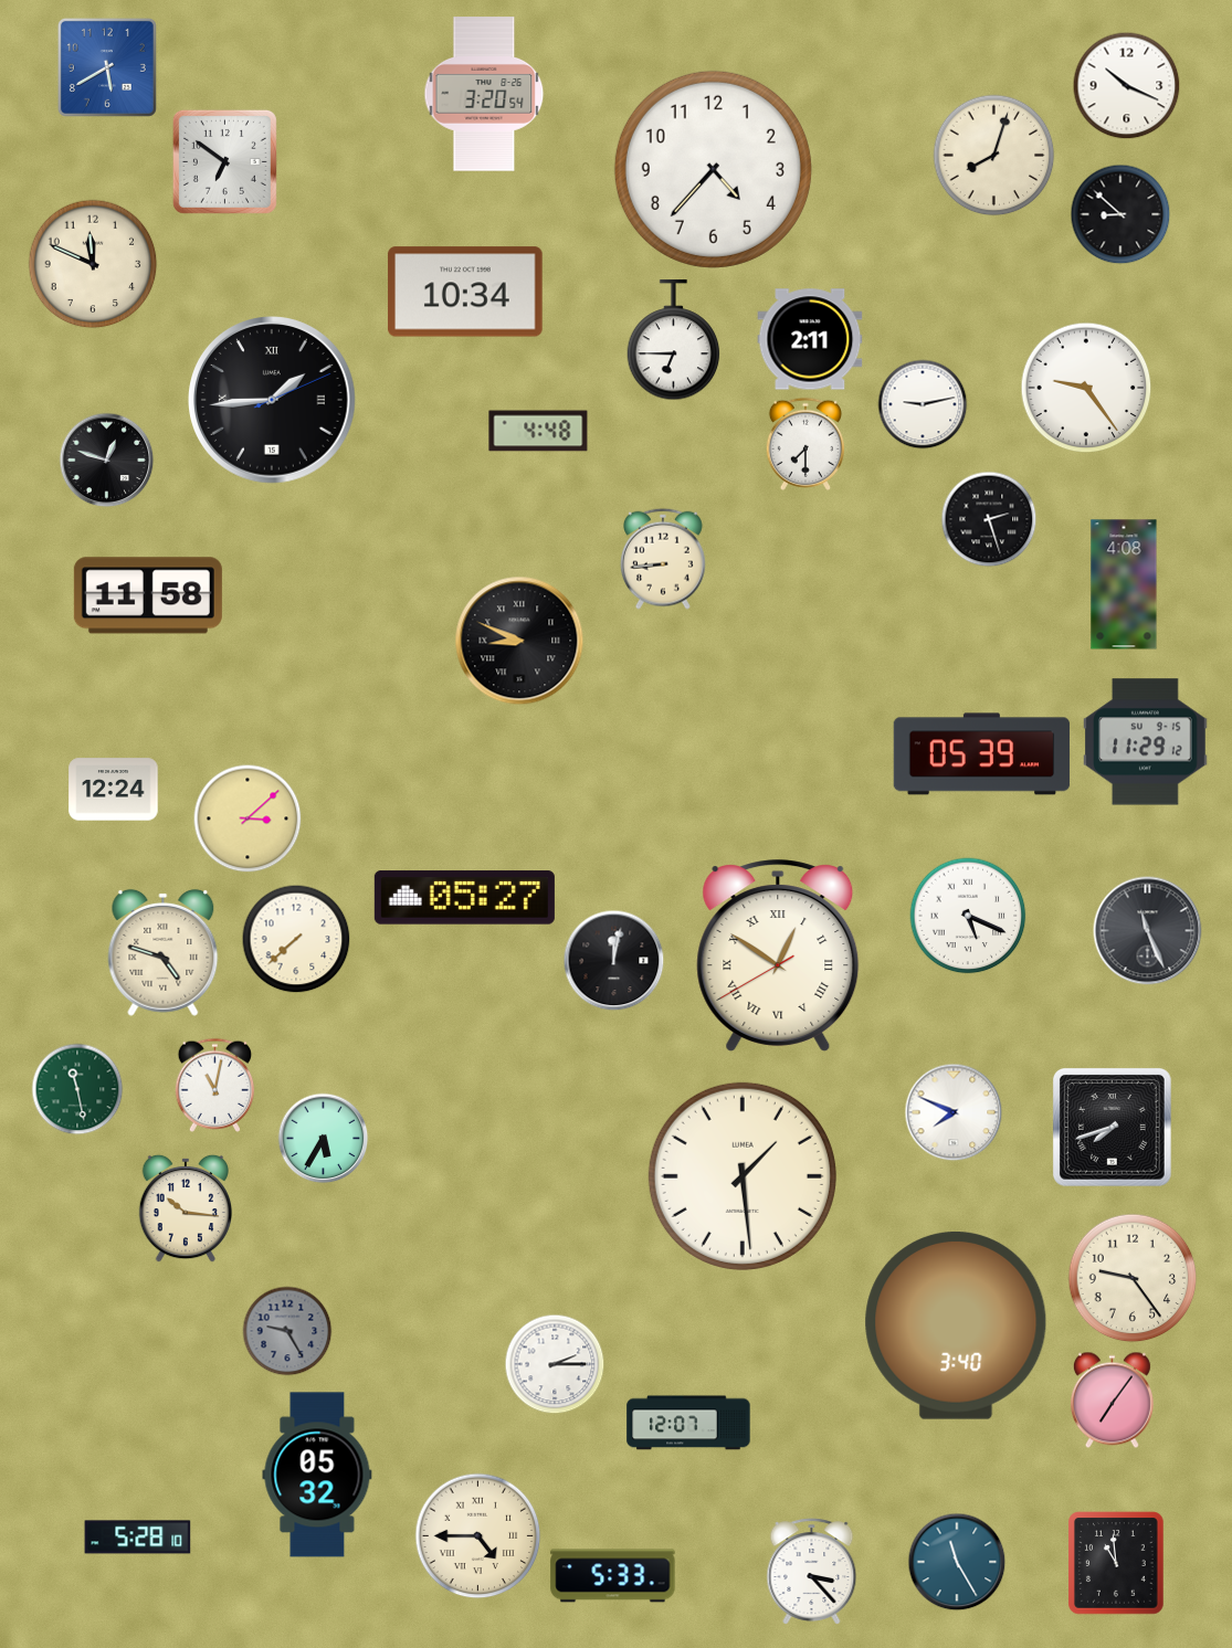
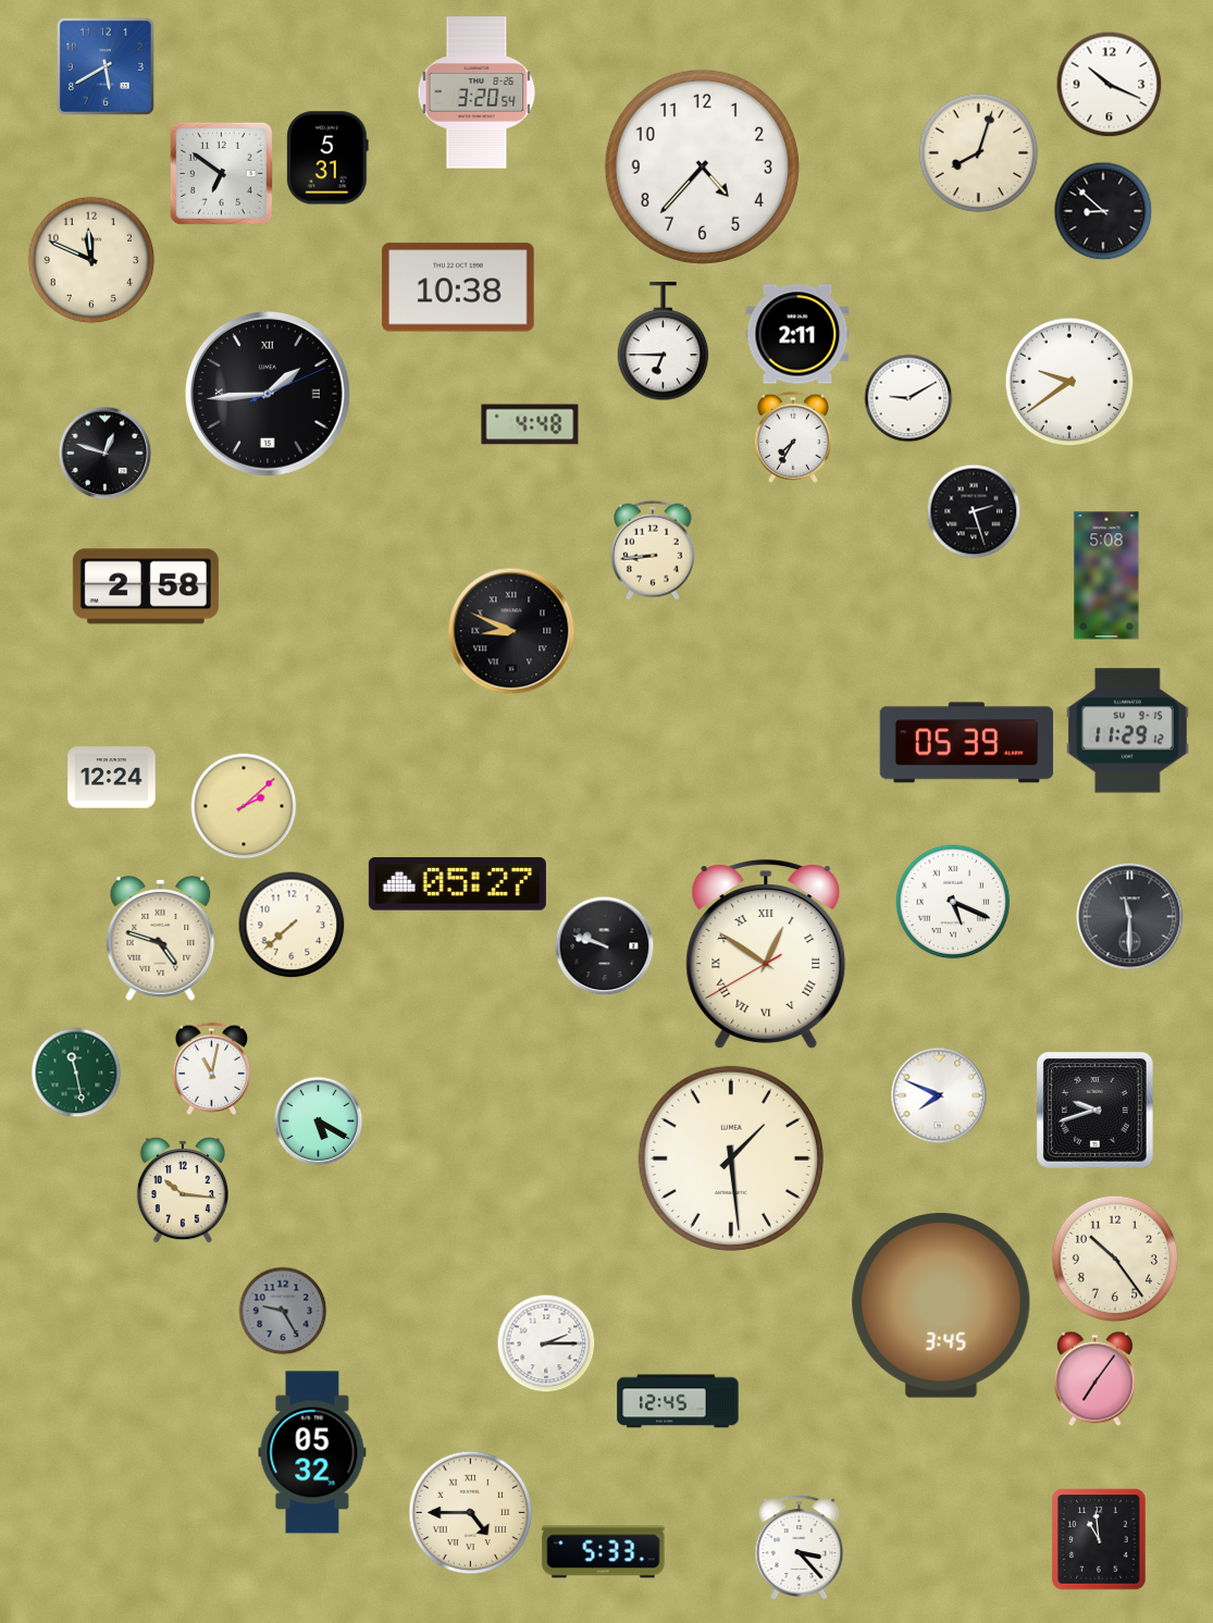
clock at (327, 158): none -> 5:31
clock at (224, 161) position: (224, 161) -> (221, 173)
clock at (465, 292): 10:34 -> 10:38
clock at (674, 340) position: (674, 340) -> (664, 342)
clock at (1086, 388): 9:24 -> 9:39
clock at (923, 404): 9:13 -> 9:10
clock at (805, 444): 7:30 -> 7:35
clock at (1124, 584): 4:08 -> 5:08
clock at (148, 595): 11:58 -> 2:58
clock at (248, 818): 3:08 -> 2:08
clock at (1148, 931): 11:26 -> 11:30
clock at (778, 955) position: (778, 955) -> (766, 954)
clock at (614, 961): 12:02 -> 9:48
clock at (1112, 1127): 7:42 -> 9:42
clock at (324, 1139): 5:35 -> 5:20
clock at (1133, 1278): 9:24 -> 10:24
clock at (956, 1327): 3:40 -> 3:45
clock at (688, 1423): 12:07 -> 12:45
clock at (138, 1538): 5:28 -> none
clock at (957, 1562): 11:25 -> none
